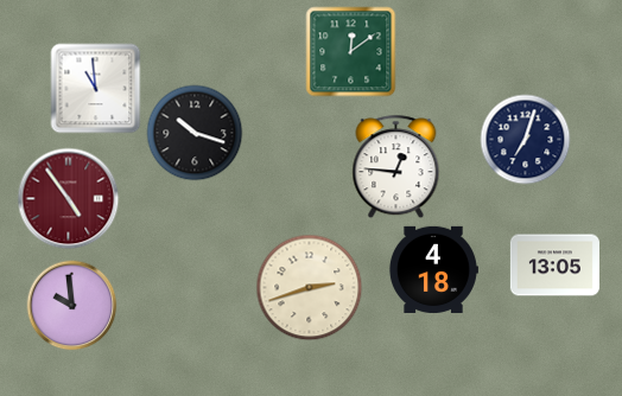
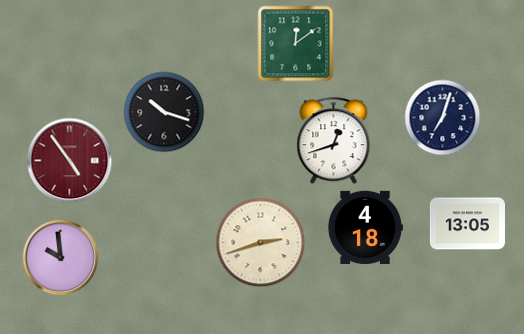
clock at (96, 89): 10:59 -> none
clock at (396, 167): 12:46 -> 12:42
clock at (69, 199) position: (69, 199) -> (70, 161)
